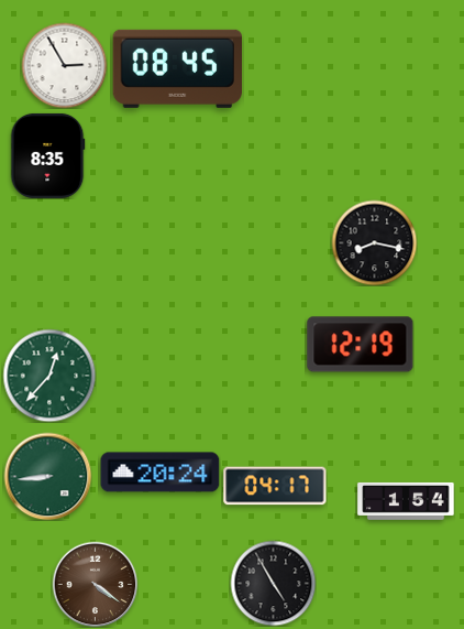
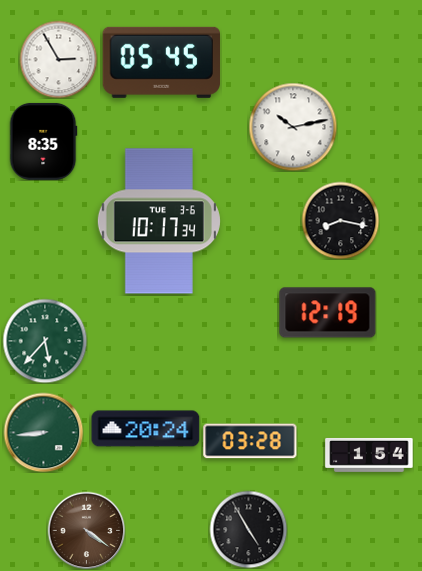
clock at (177, 68): 08:45 -> 05:45
clock at (293, 127): none -> 10:13
clock at (159, 221): none -> 10:17
clock at (49, 376): 12:37 -> 5:37
clock at (275, 486): 04:17 -> 03:28
